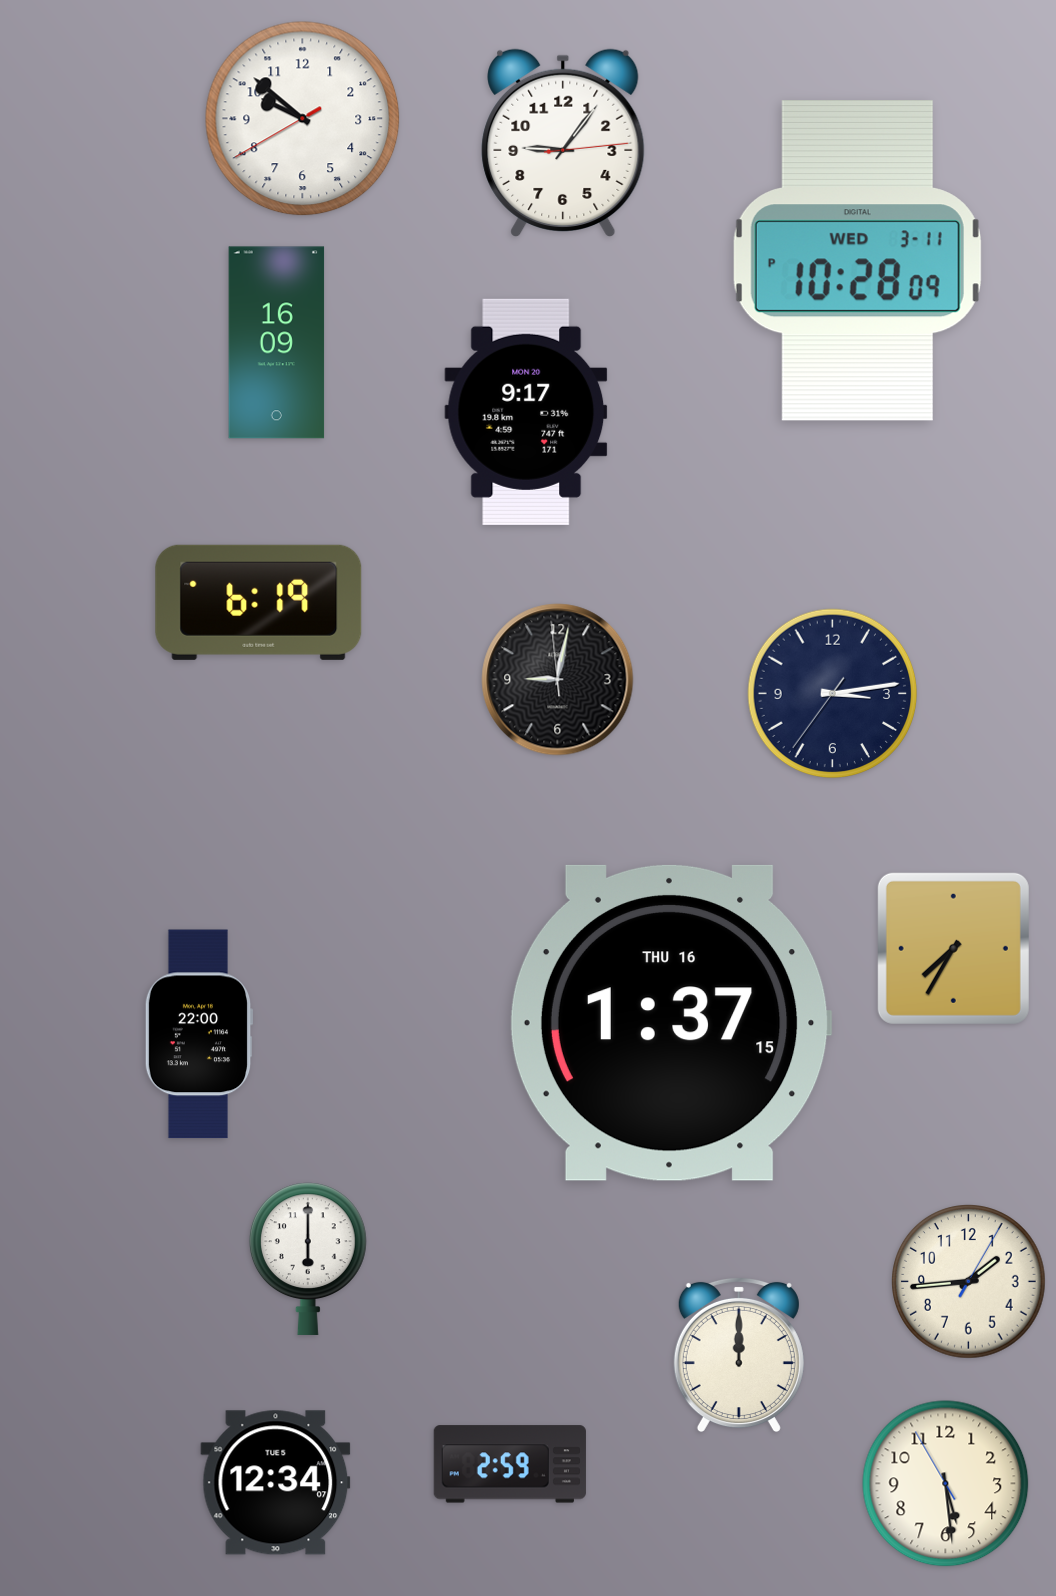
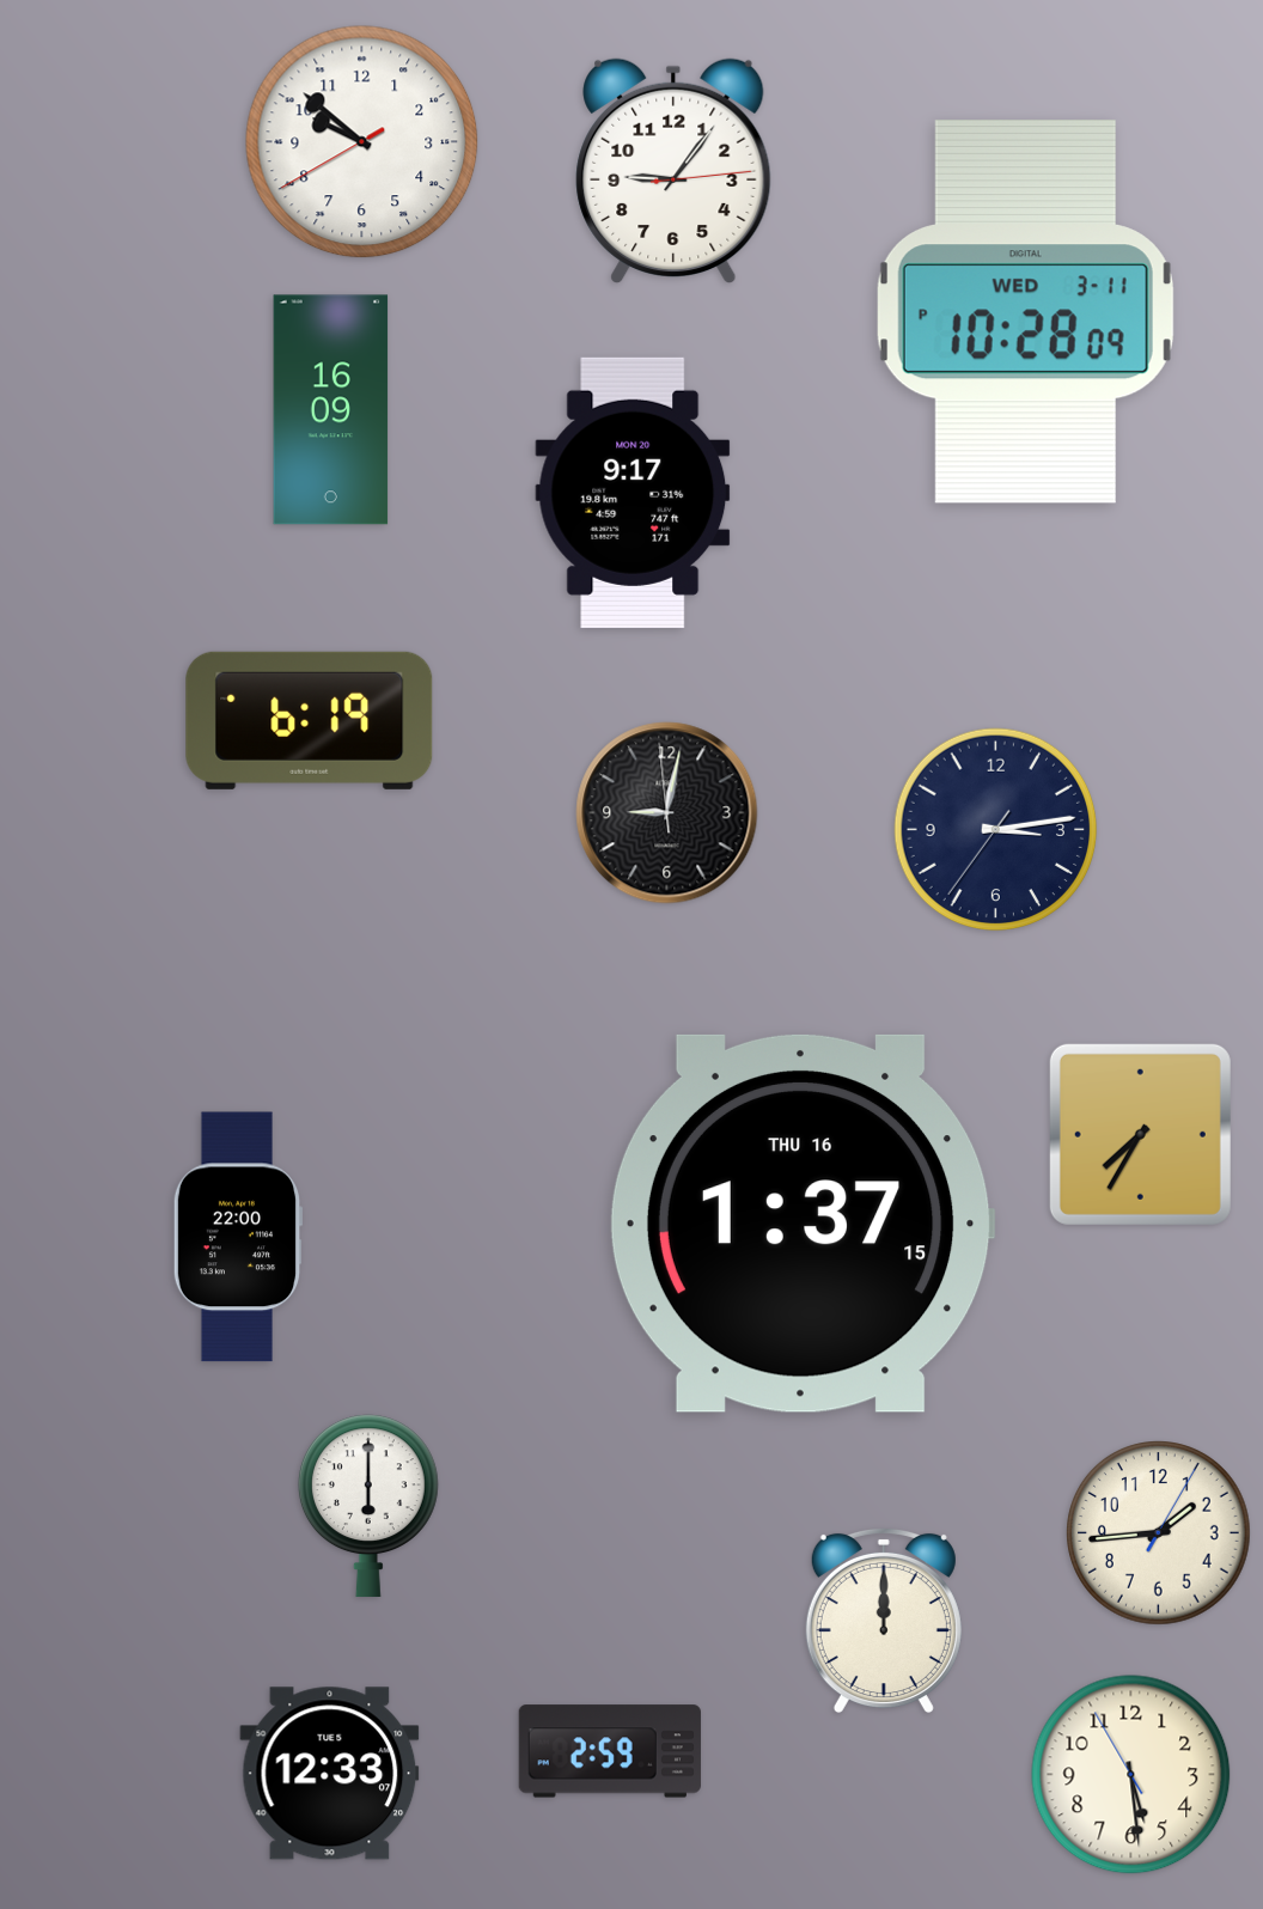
clock at (526, 412) position: (526, 412) -> (633, 493)
clock at (276, 1483): 12:34 -> 12:33
